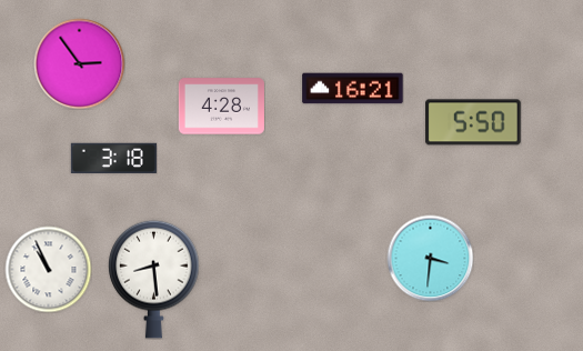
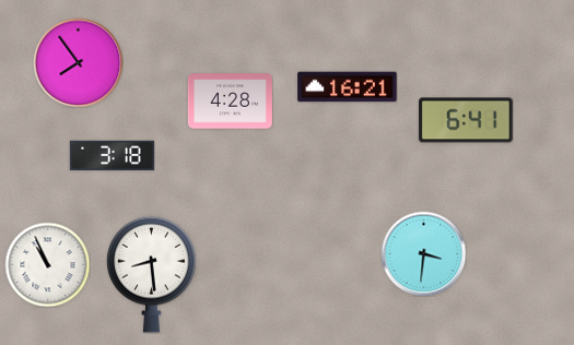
clock at (79, 63): 2:54 -> 7:54
clock at (221, 107) position: (221, 107) -> (230, 102)
clock at (474, 122): 5:50 -> 6:41
